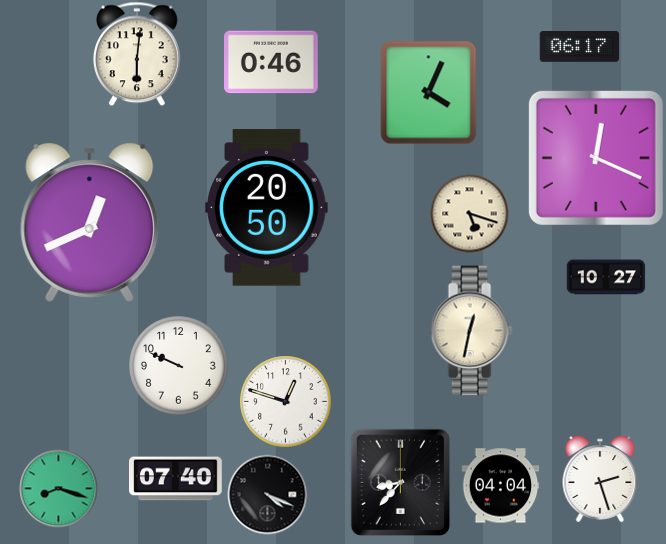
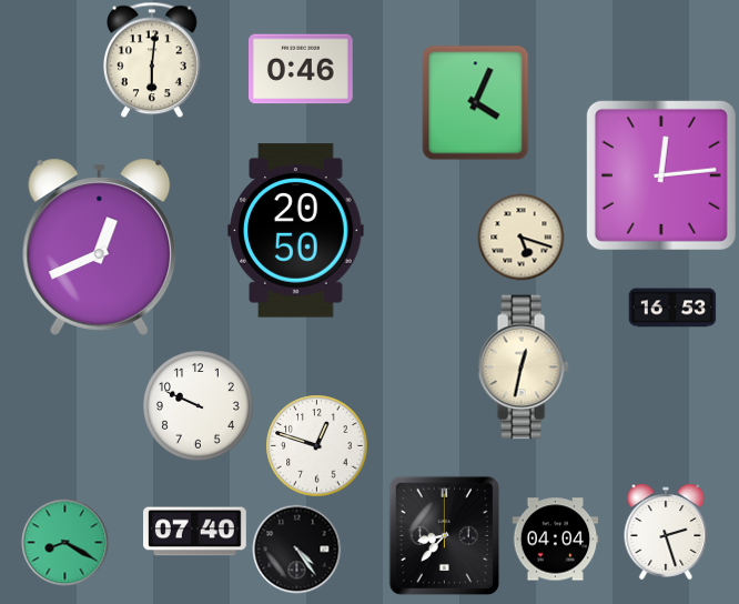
clock at (579, 47): 06:17 -> none
clock at (596, 158): 12:19 -> 12:14
clock at (606, 277): 10:27 -> 16:53
clock at (58, 488): 8:18 -> 8:20
clock at (267, 494): 4:19 -> 4:24
